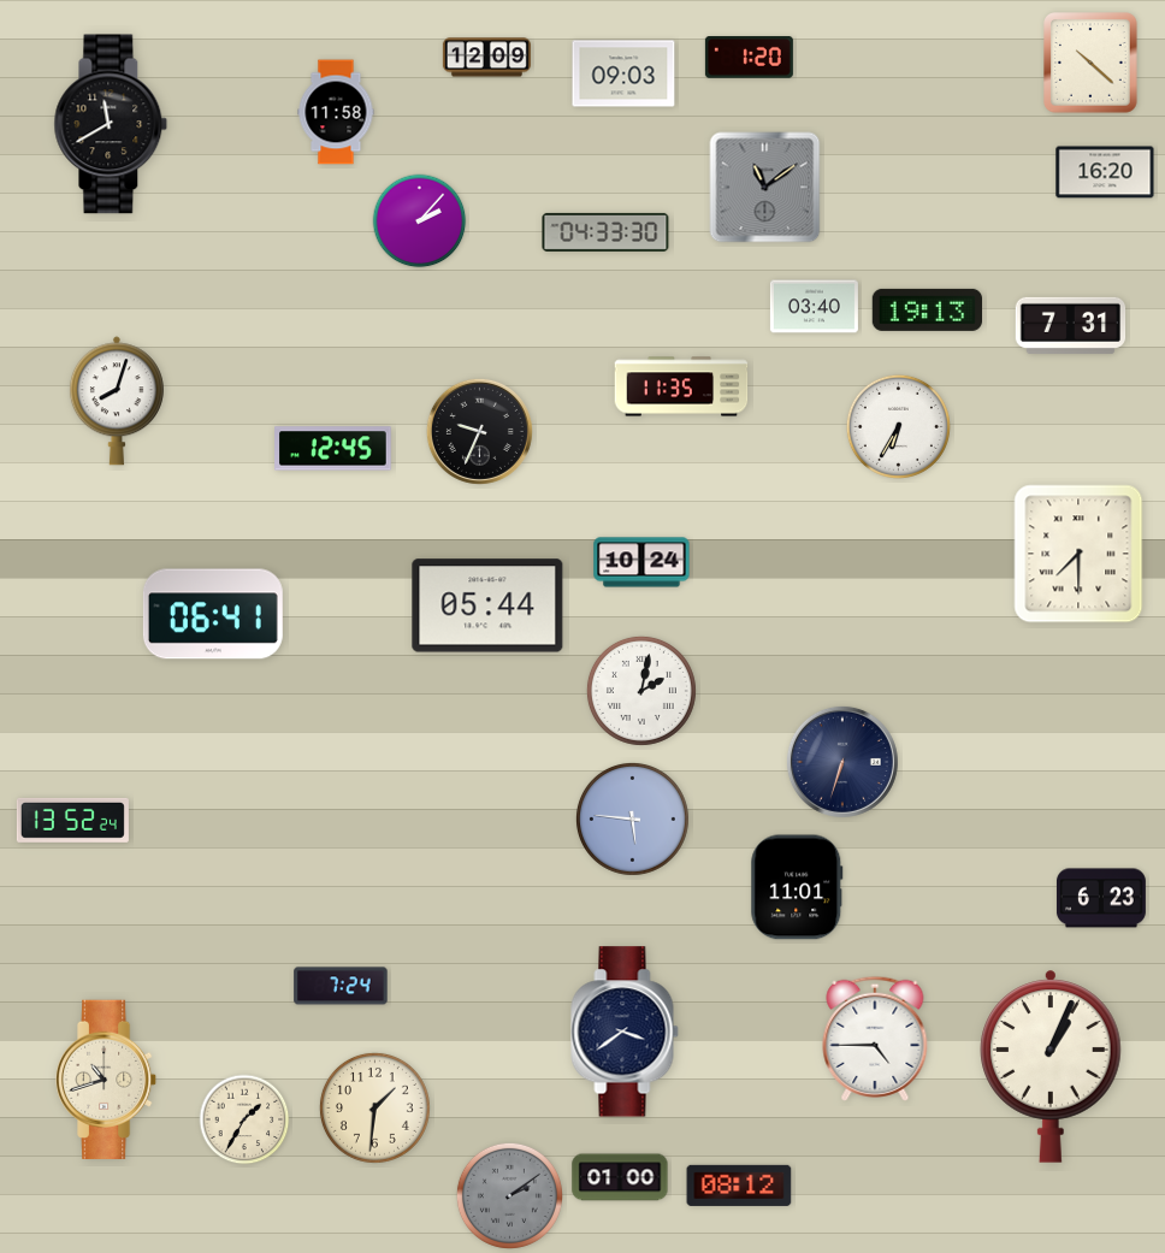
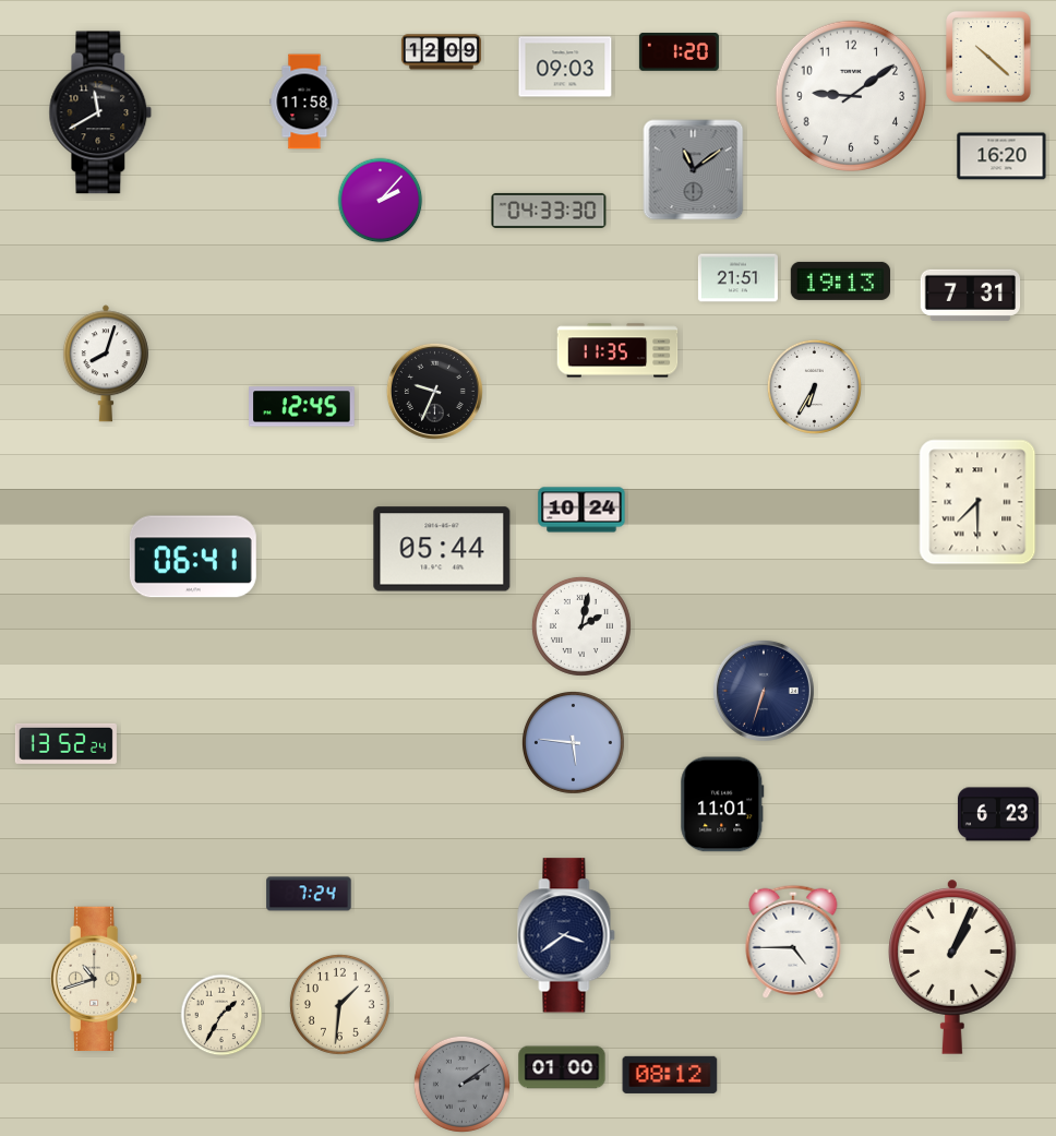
clock at (851, 96): none -> 9:09
clock at (814, 307): 03:40 -> 21:51
